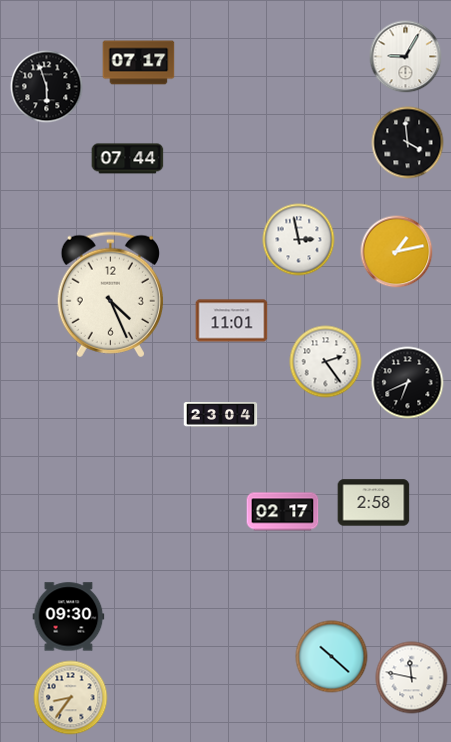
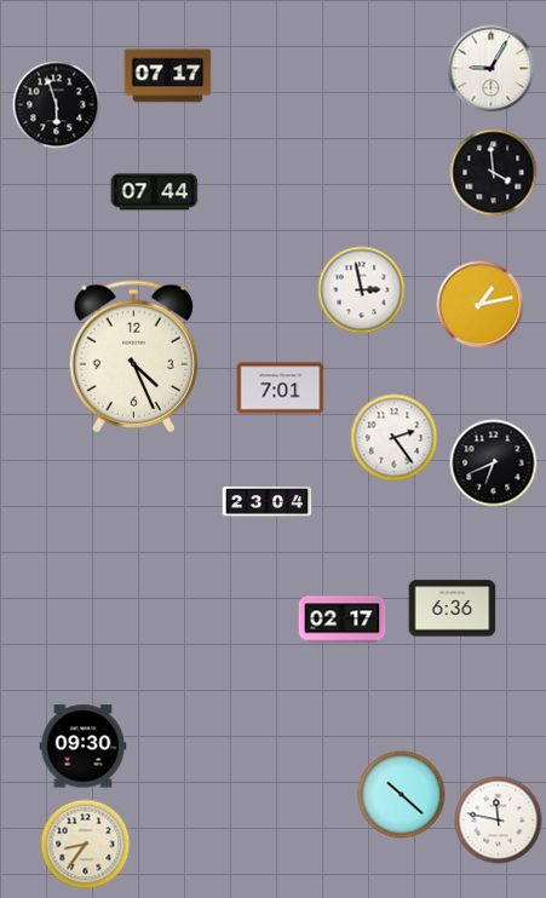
clock at (232, 321): 11:01 -> 7:01
clock at (374, 503): 2:58 -> 6:36
